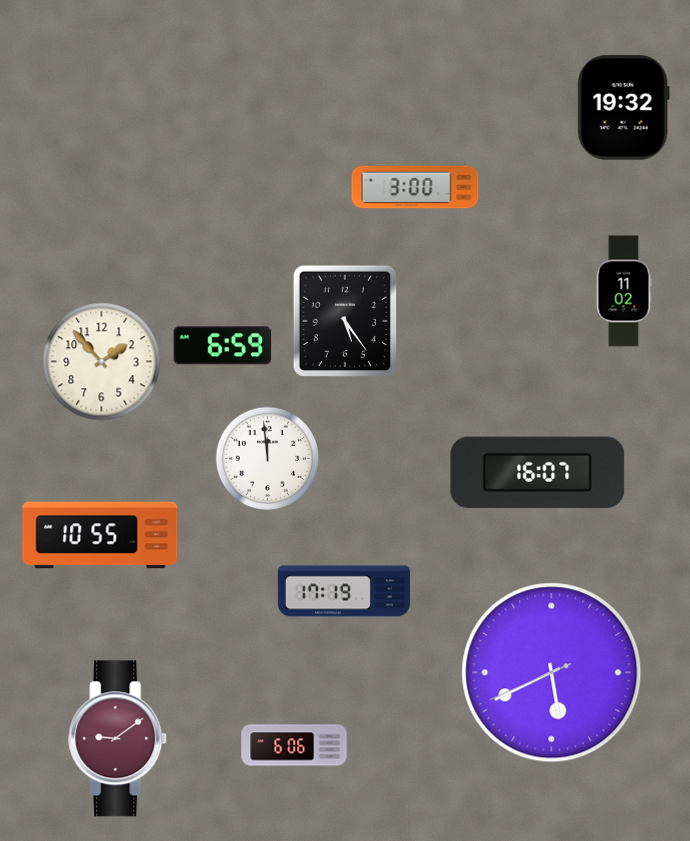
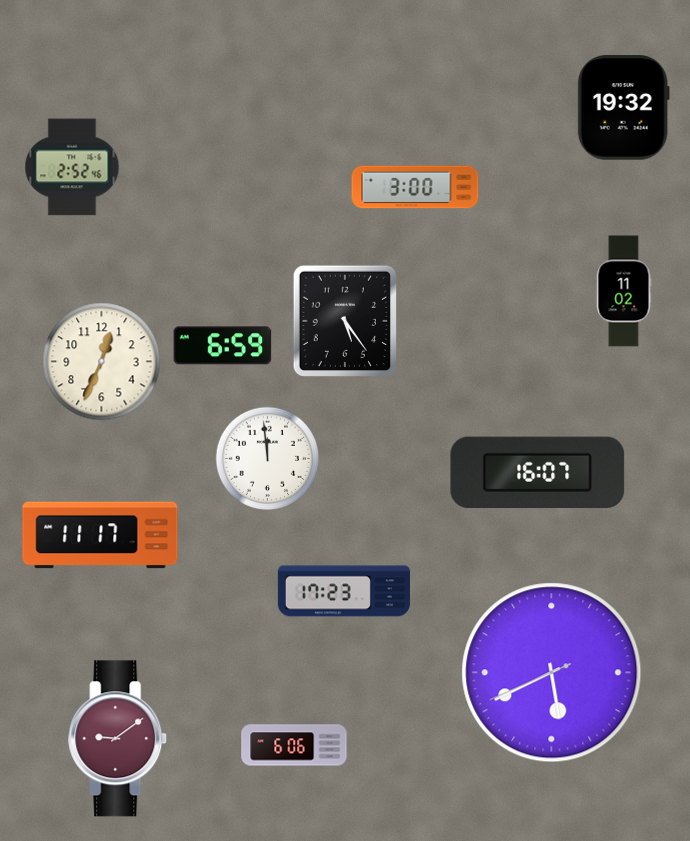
clock at (72, 167): none -> 2:52
clock at (102, 362): 1:53 -> 12:34
clock at (100, 535): 10:55 -> 11:17
clock at (344, 591): 17:19 -> 17:23
